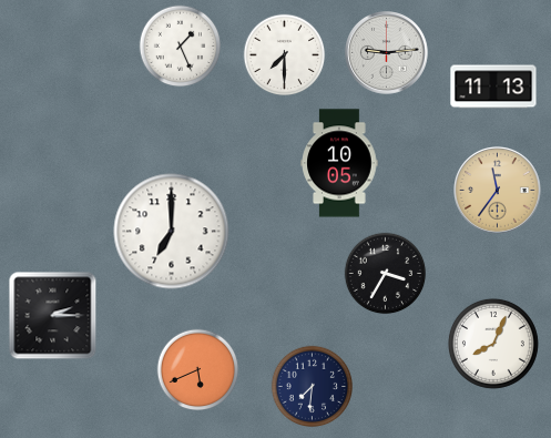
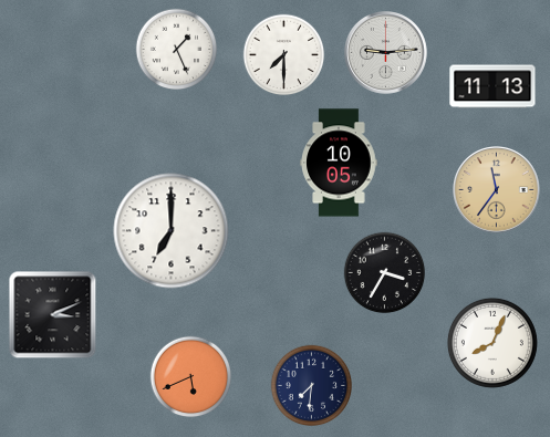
clock at (181, 47) position: (181, 47) -> (177, 50)
clock at (53, 316): 2:15 -> 3:11
clock at (198, 370) position: (198, 370) -> (191, 377)
